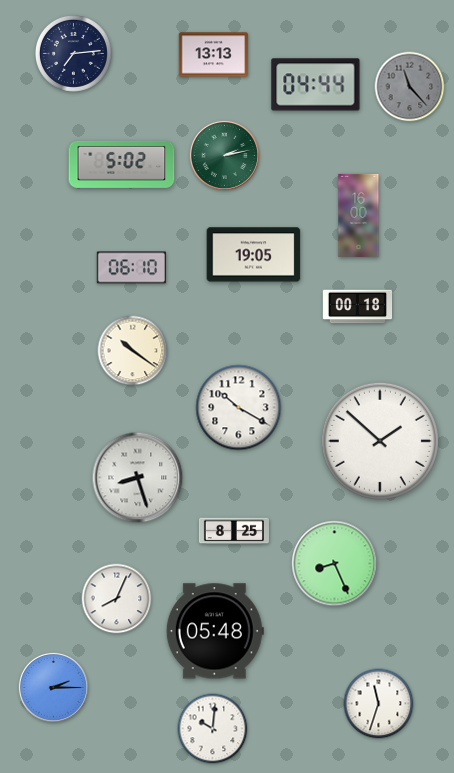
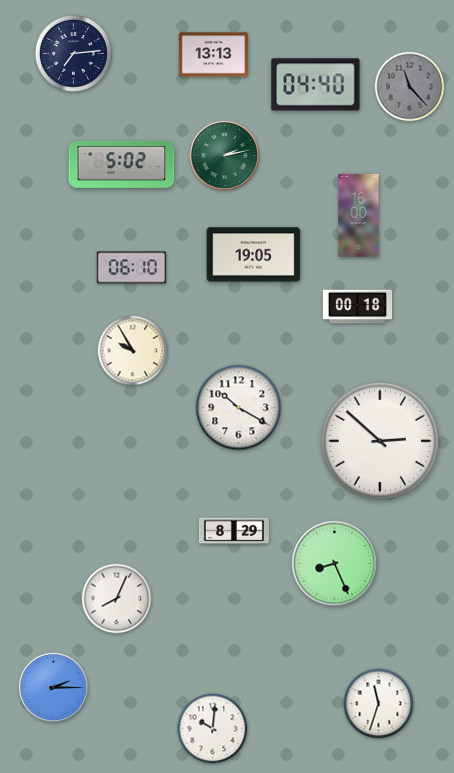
clock at (316, 85): 04:44 -> 04:40
clock at (133, 351): 10:21 -> 9:55
clock at (380, 441): 1:52 -> 2:52
clock at (138, 478): 8:27 -> none
clock at (234, 531): 8:25 -> 8:29
clock at (215, 631): 05:48 -> none
